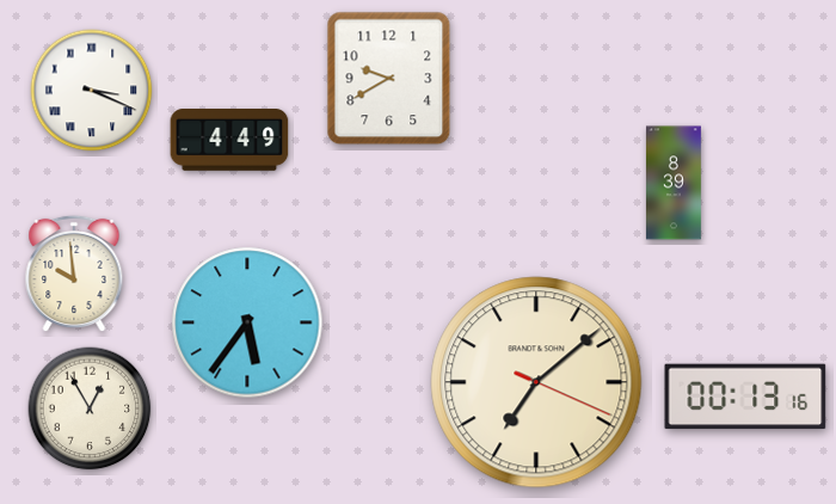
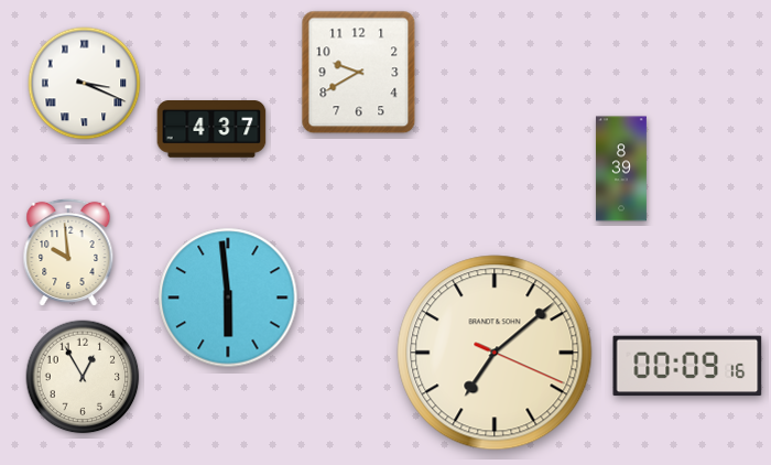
clock at (229, 140): 4:49 -> 4:37
clock at (247, 322): 5:36 -> 5:59
clock at (745, 397): 00:13 -> 00:09
